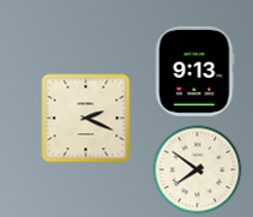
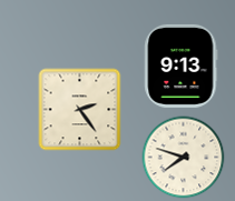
clock at (86, 119): 2:19 -> 2:24
clock at (198, 170): 7:51 -> 7:48
